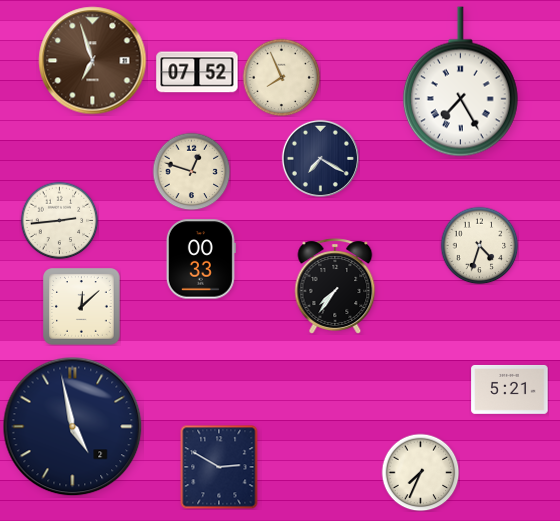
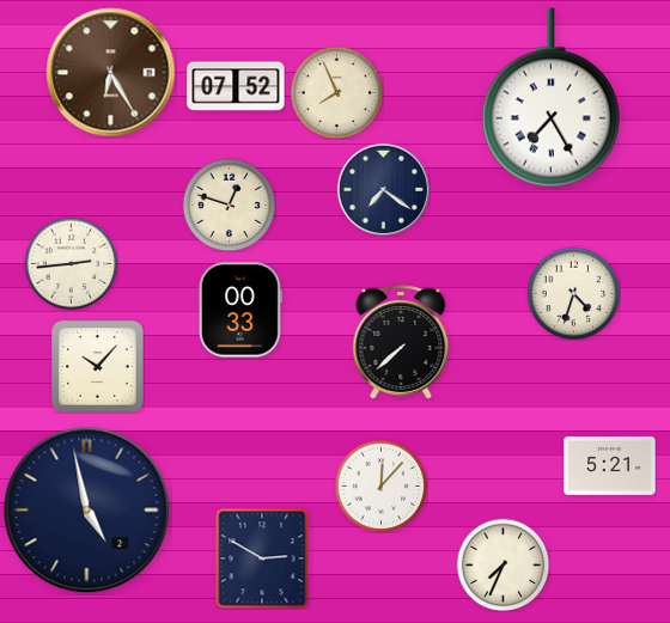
clock at (93, 61): 6:57 -> 6:25
clock at (320, 158): 7:20 -> 7:21
clock at (335, 286): 7:36 -> 7:38
clock at (82, 307): 12:08 -> 10:07
clock at (380, 485): none -> 12:07
